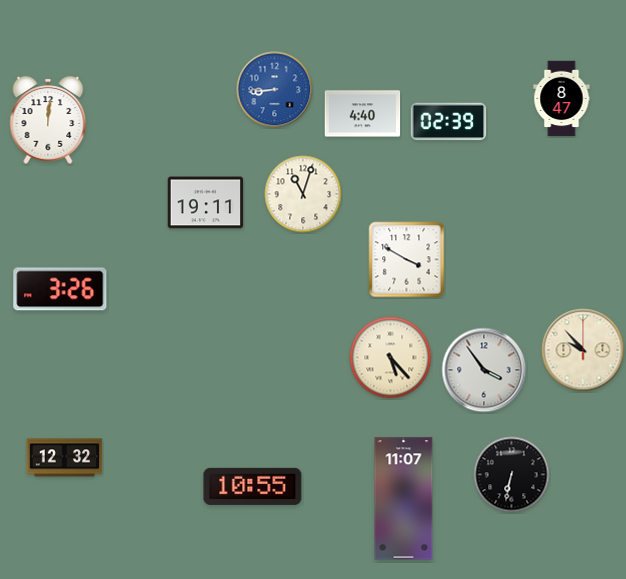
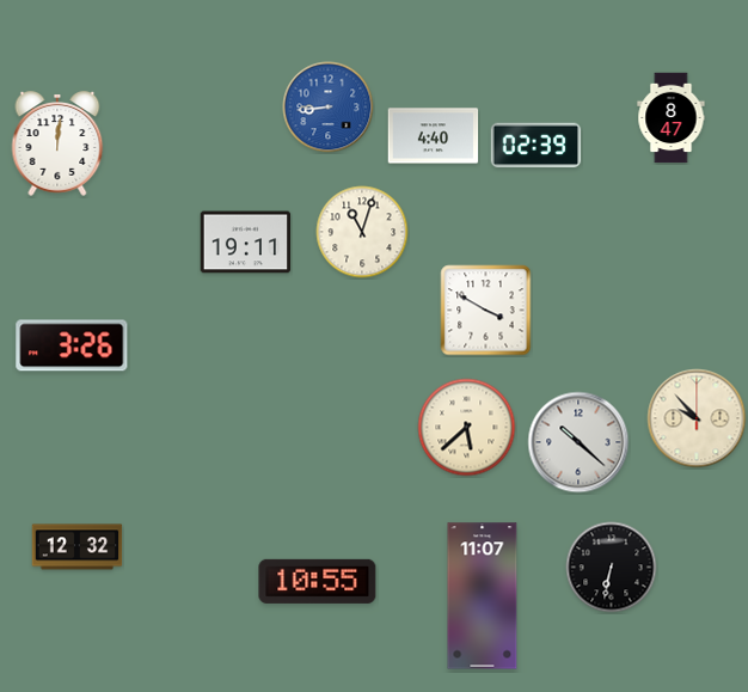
clock at (391, 358): 5:23 -> 5:38
clock at (484, 370): 3:54 -> 10:22
clock at (253, 486) position: (253, 486) -> (318, 581)
